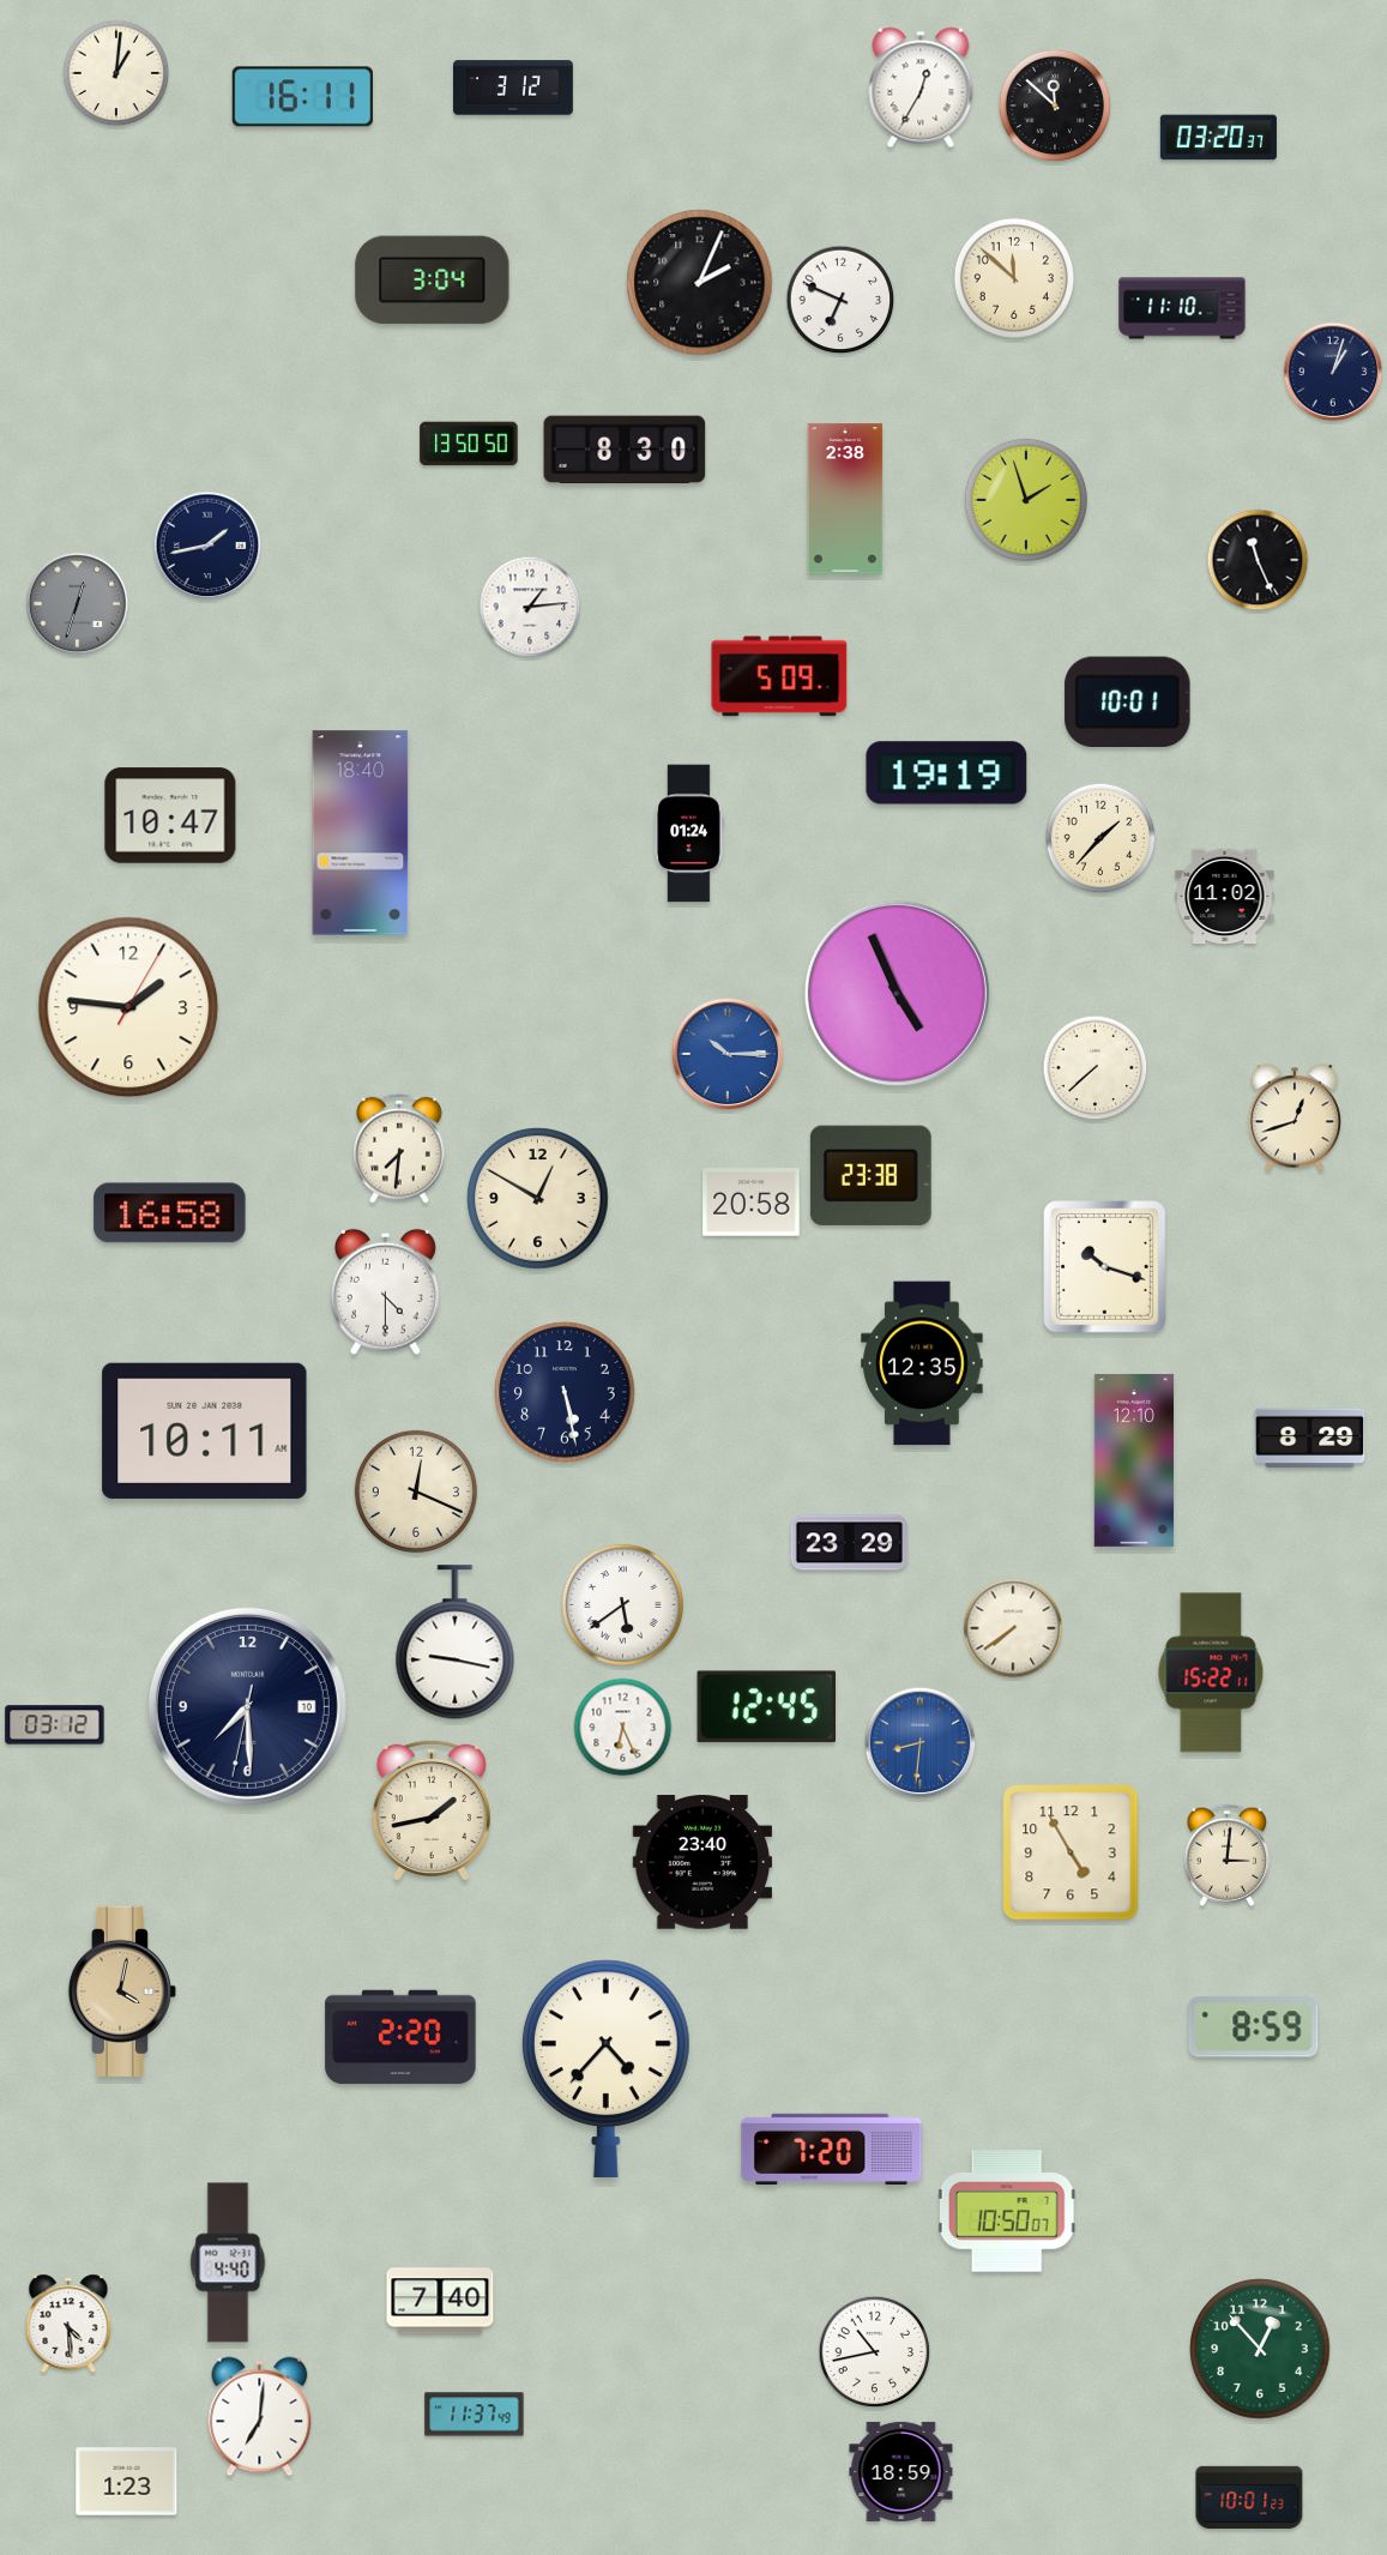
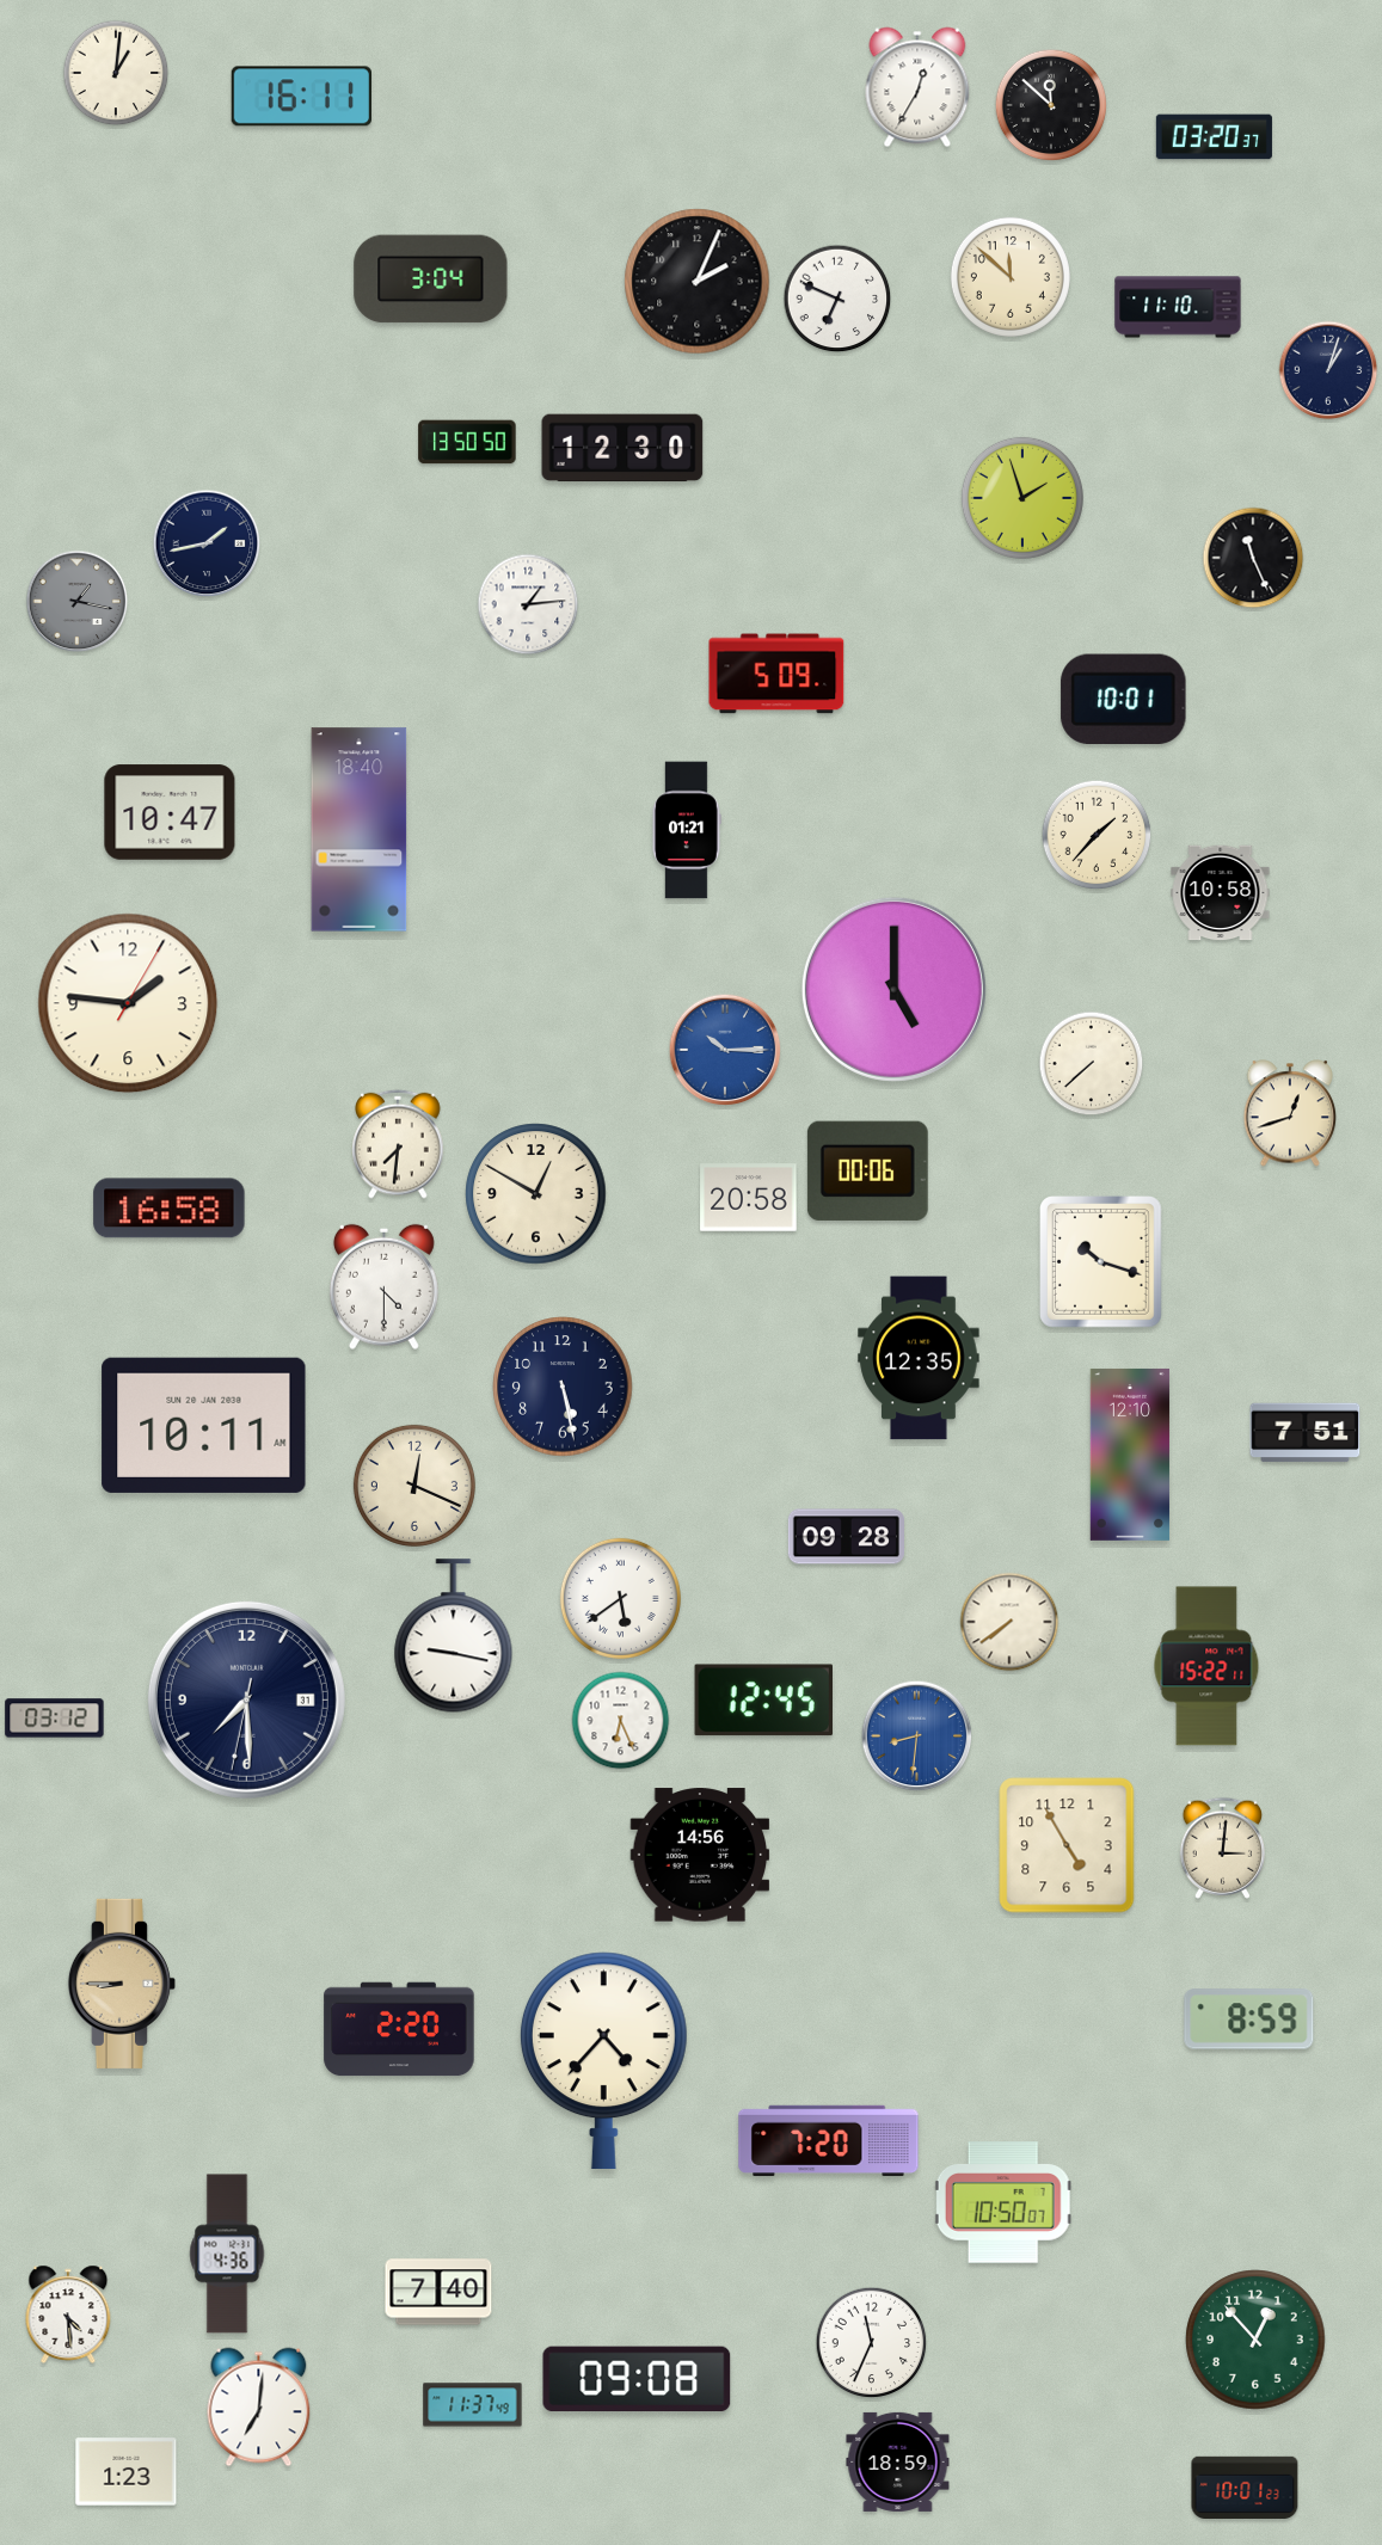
clock at (514, 88): 3:12 -> none
clock at (625, 450): 8:30 -> 12:30
clock at (845, 499): 2:38 -> none
clock at (78, 604): 12:33 -> 1:17
clock at (947, 773): 19:19 -> none
clock at (689, 833): 01:24 -> 01:21
clock at (1225, 897): 11:02 -> 10:58
clock at (897, 993): 4:56 -> 5:00
clock at (870, 1175): 23:38 -> 00:06
clock at (1310, 1439): 8:29 -> 7:51
clock at (849, 1543): 23:29 -> 09:28
clock at (247, 1706) date: 10 -> 31
clock at (432, 1810): 1:43 -> none
clock at (702, 1862): 23:40 -> 14:56
clock at (122, 1991): 4:02 -> 8:45
clock at (228, 2262): 4:40 -> 4:36
clock at (875, 2352): 10:43 -> 11:34
clock at (637, 2379): none -> 09:08
